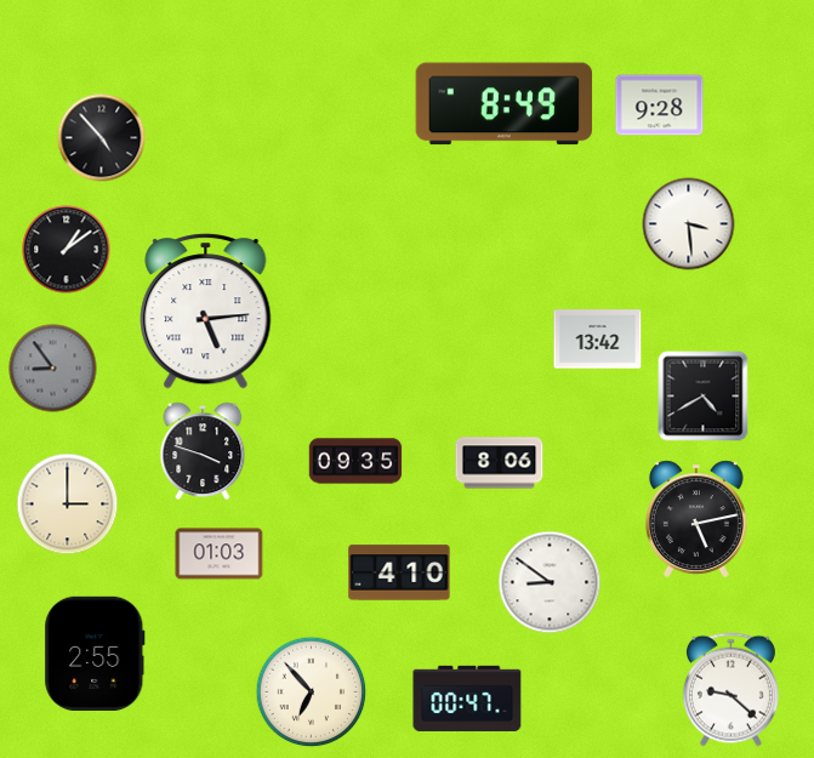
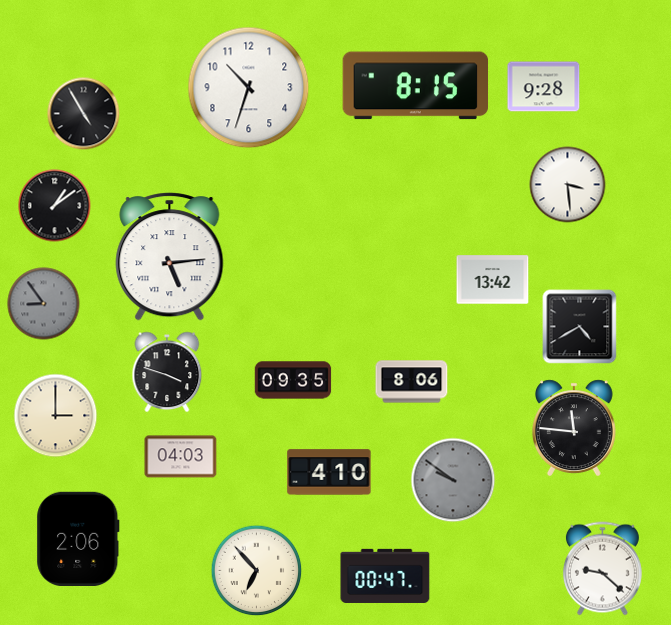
clock at (505, 104): 8:49 -> 8:15
clock at (249, 88): none -> 10:33
clock at (102, 138): 4:53 -> 4:55
clock at (696, 519): 5:13 -> 11:46
clock at (220, 554): 01:03 -> 04:03
clock at (550, 582): 8:51 -> 9:51
clock at (550, 582) dial: white -> grey
clock at (95, 652): 2:55 -> 2:06
